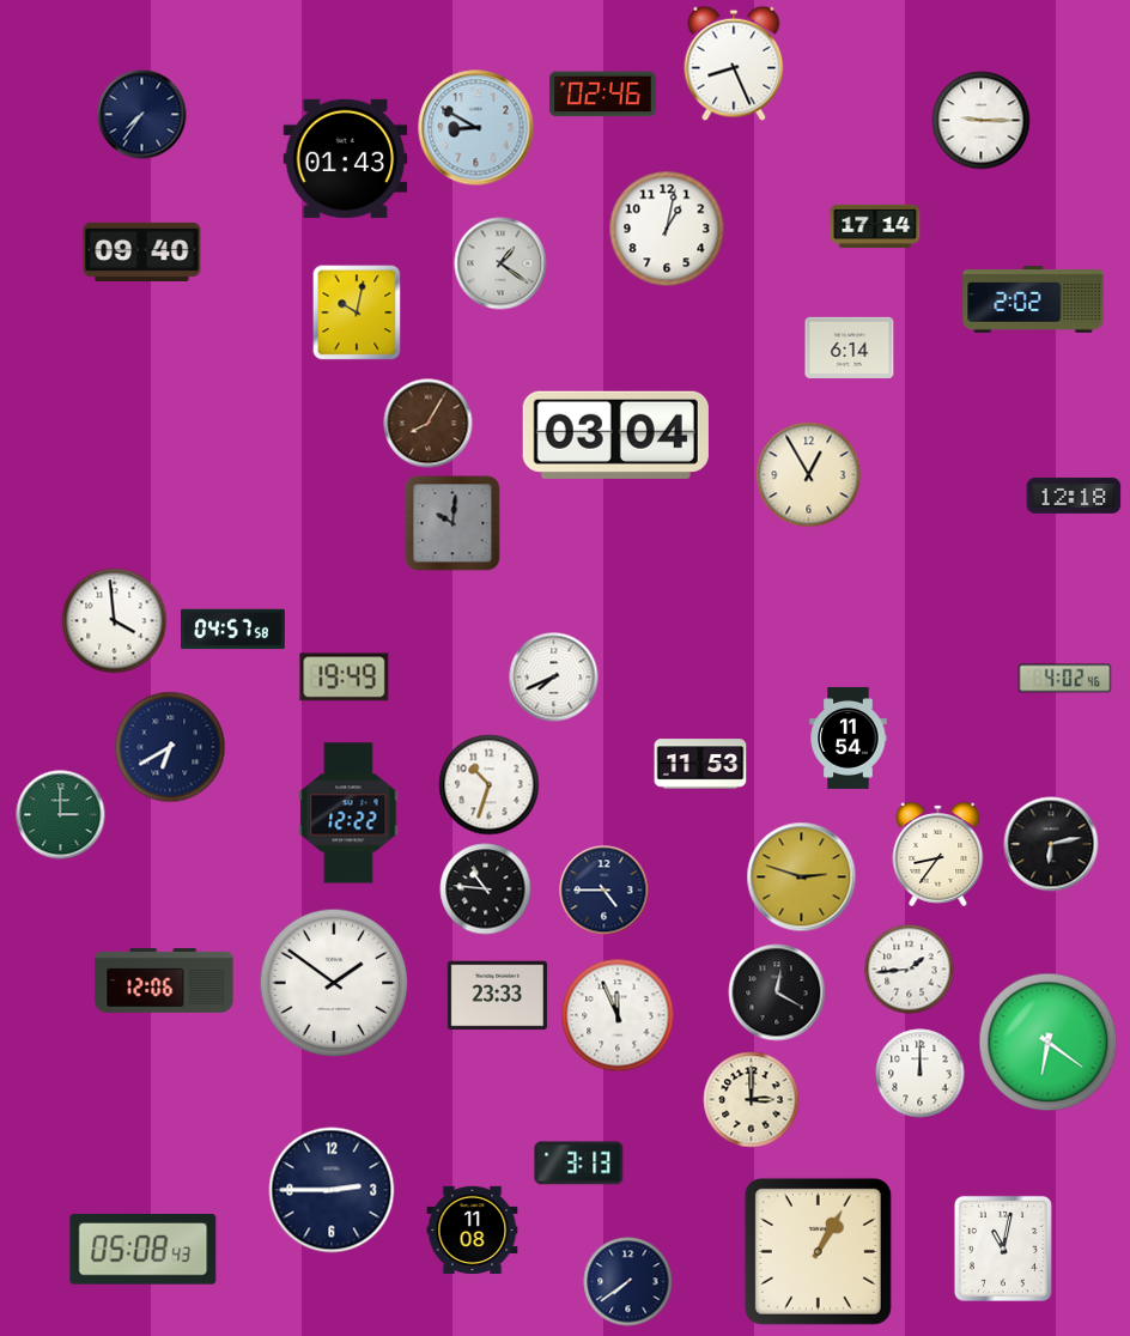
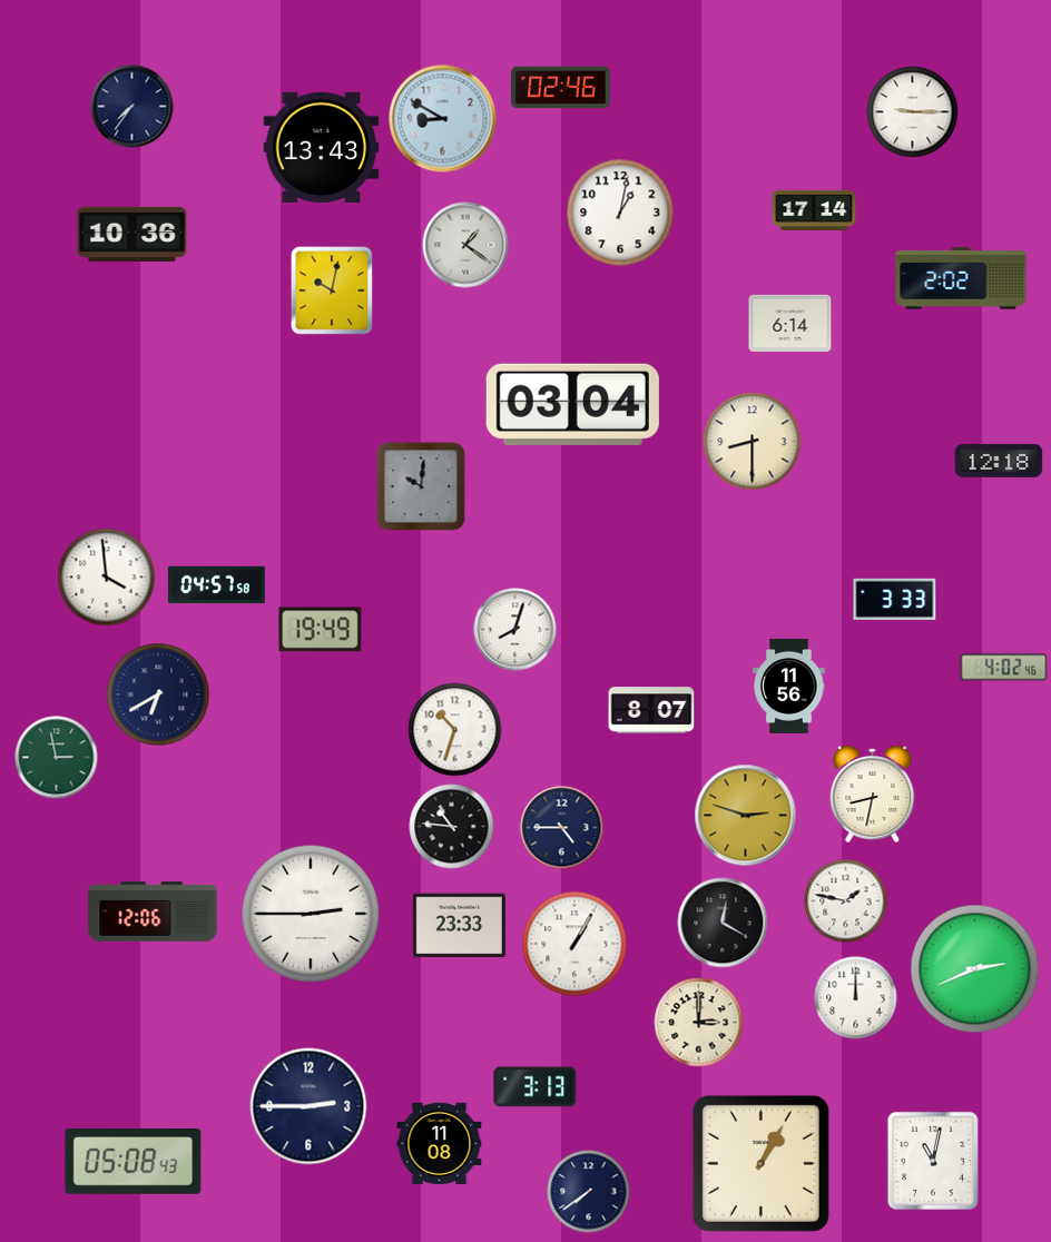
clock at (734, 63): 8:26 -> none
clock at (346, 158): 01:43 -> 13:43
clock at (142, 251): 09:40 -> 10:36
clock at (429, 424): 8:05 -> none
clock at (809, 475): 12:55 -> 8:30
clock at (895, 599): none -> 3:33
clock at (554, 678): 7:41 -> 8:03
clock at (1065, 679) position: (1065, 679) -> (1004, 668)
clock at (849, 737): 11:54 -> 11:56
clock at (700, 764): 11:53 -> 8:07
clock at (348, 813): 12:22 -> none
clock at (61, 815): 3:00 -> 2:58
clock at (1051, 844): 6:13 -> none
clock at (938, 854): 8:36 -> 8:32
clock at (910, 970): 1:44 -> 1:47
clock at (334, 983): 1:51 -> 2:45
clock at (497, 996) position: (497, 996) -> (459, 926)
clock at (618, 1015): 11:56 -> 1:05
clock at (1049, 1043): 6:21 -> 2:41
clock at (579, 1164) position: (579, 1164) -> (536, 1087)
clock at (628, 1282) position: (628, 1282) -> (589, 1192)
